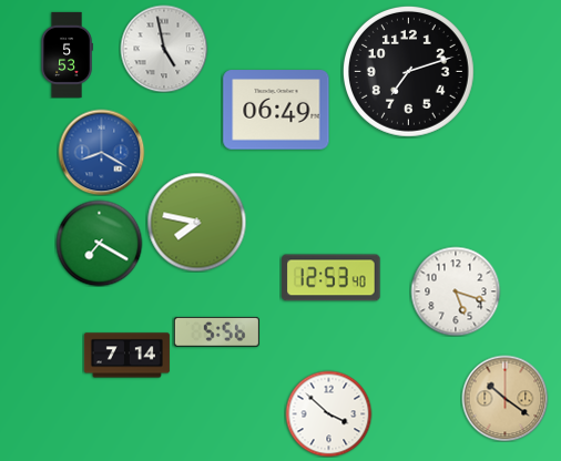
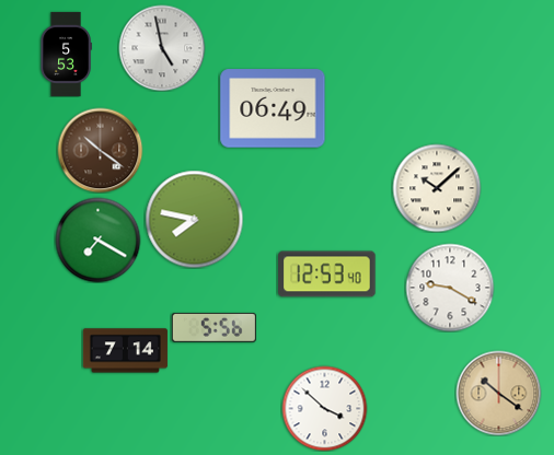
clock at (408, 71): 7:12 -> none
clock at (101, 152): 8:20 -> 10:21
clock at (101, 152) dial: blue -> brown
clock at (437, 188): none -> 10:08
clock at (456, 291): 5:18 -> 9:20
